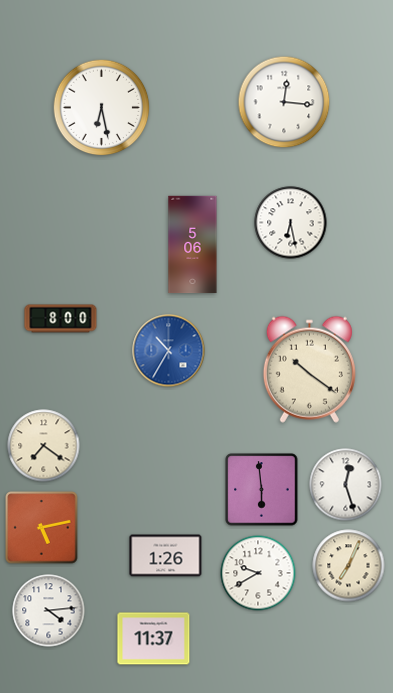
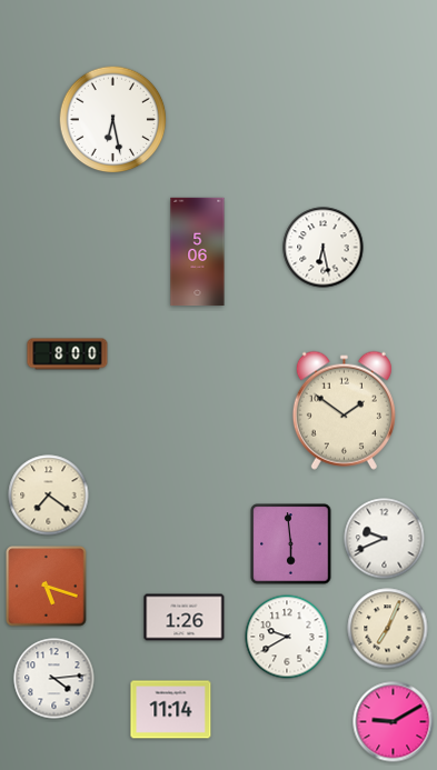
clock at (284, 102): 12:16 -> none
clock at (193, 245) position: (193, 245) -> (198, 252)
clock at (169, 351): 10:35 -> none
clock at (309, 369): 10:21 -> 1:51
clock at (346, 485): 12:27 -> 9:41
clock at (42, 528): 5:13 -> 5:18
clock at (154, 639): 11:37 -> 11:14
clock at (394, 722): none -> 9:10
